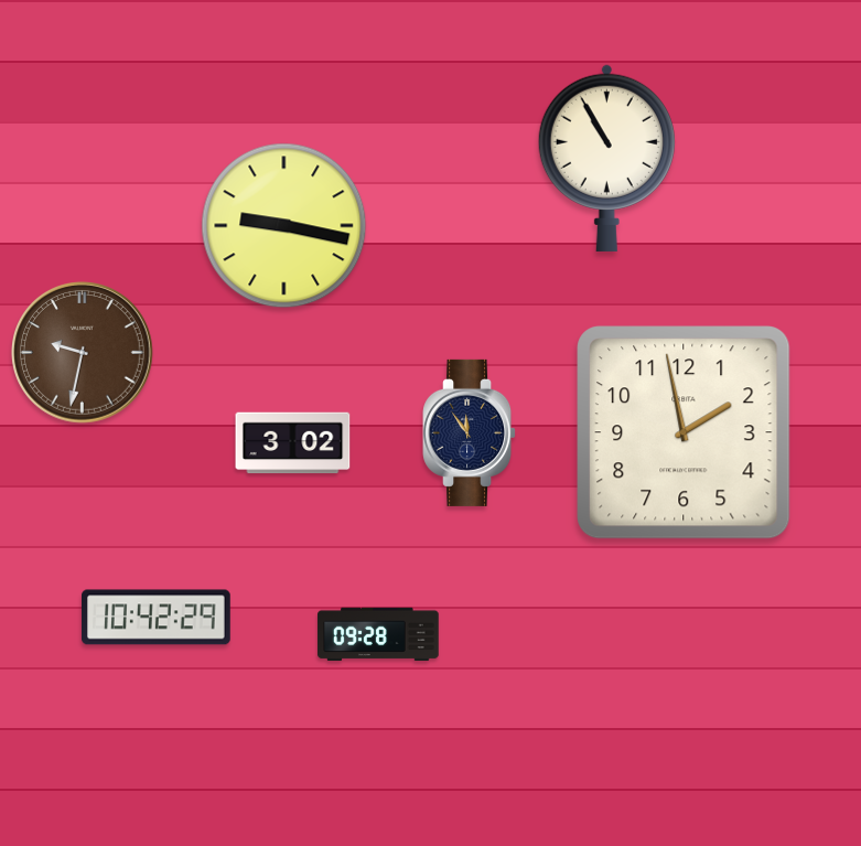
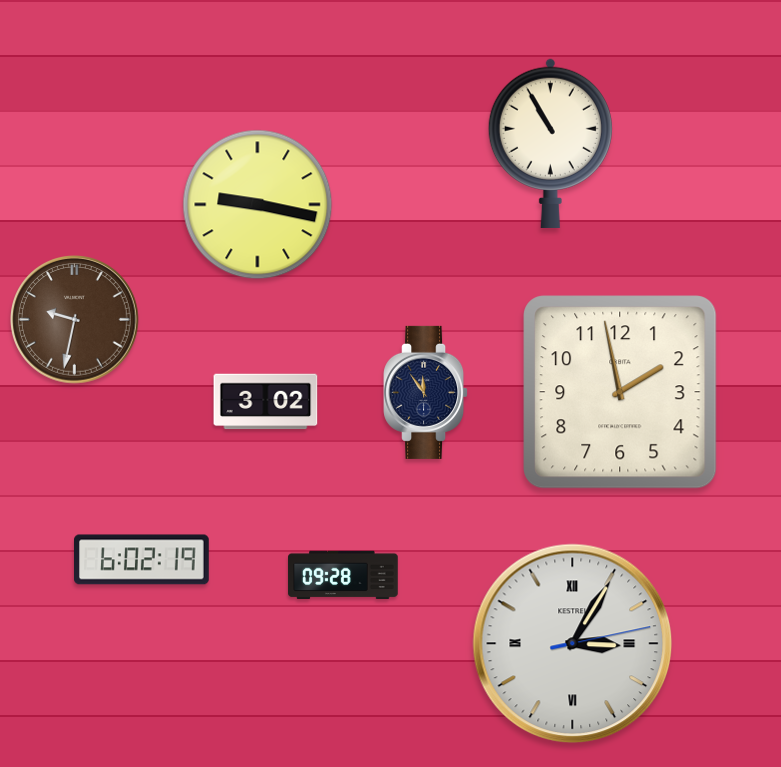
clock at (157, 618): 10:42 -> 6:02
clock at (573, 644): none -> 3:05
